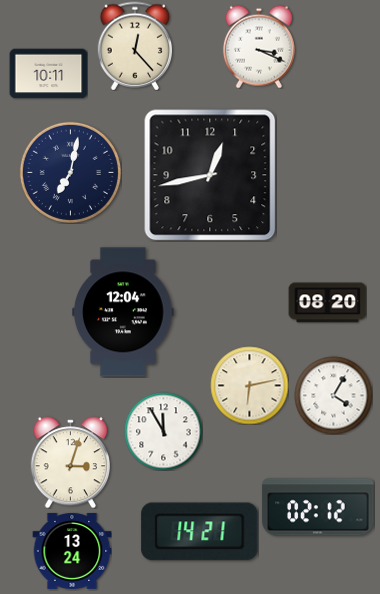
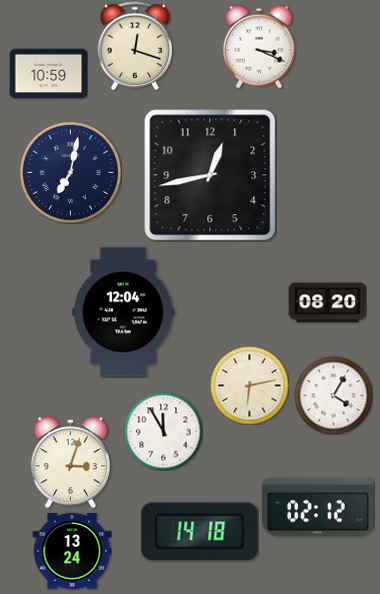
clock at (135, 46): 12:23 -> 12:18
clock at (48, 74): 10:11 -> 10:59
clock at (200, 532): 14:21 -> 14:18
